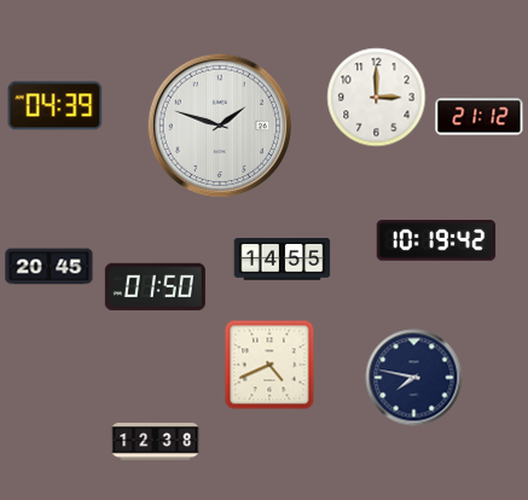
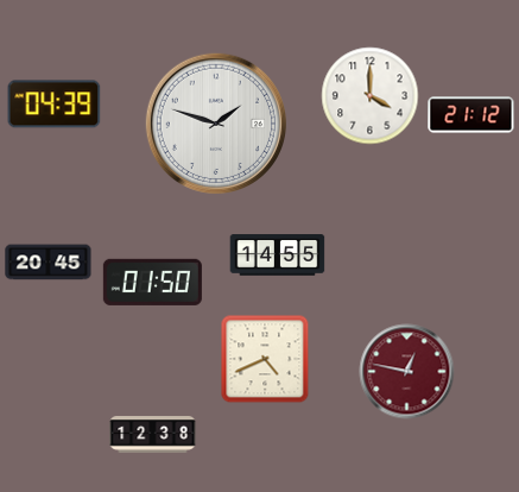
clock at (377, 98): 3:00 -> 4:00
clock at (436, 240): 10:19 -> none
clock at (414, 378): 7:47 -> 12:47
clock at (414, 378) dial: navy -> burgundy
